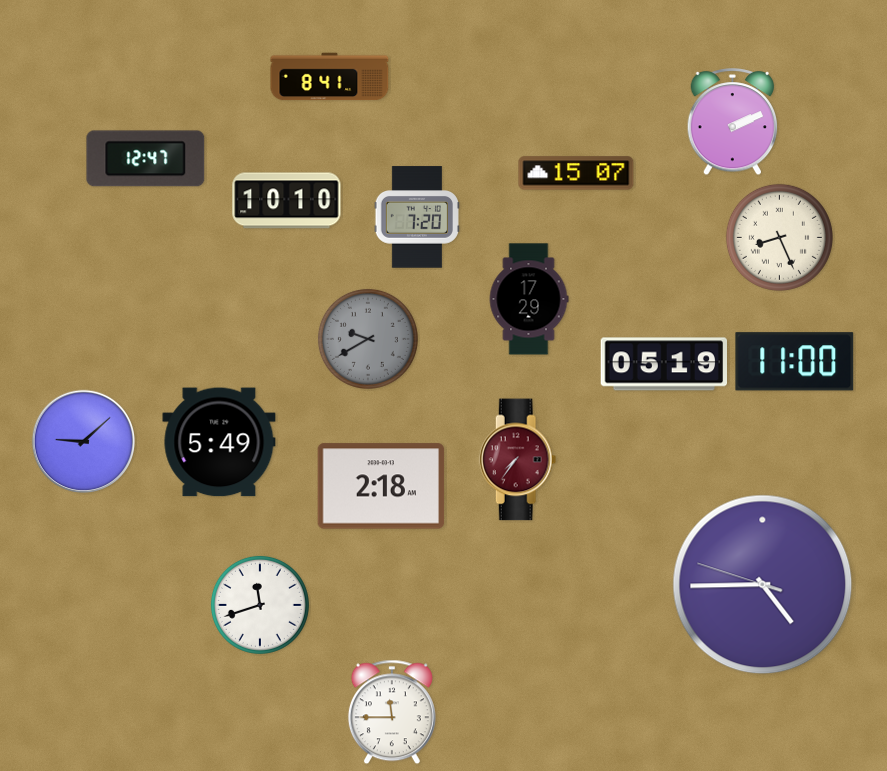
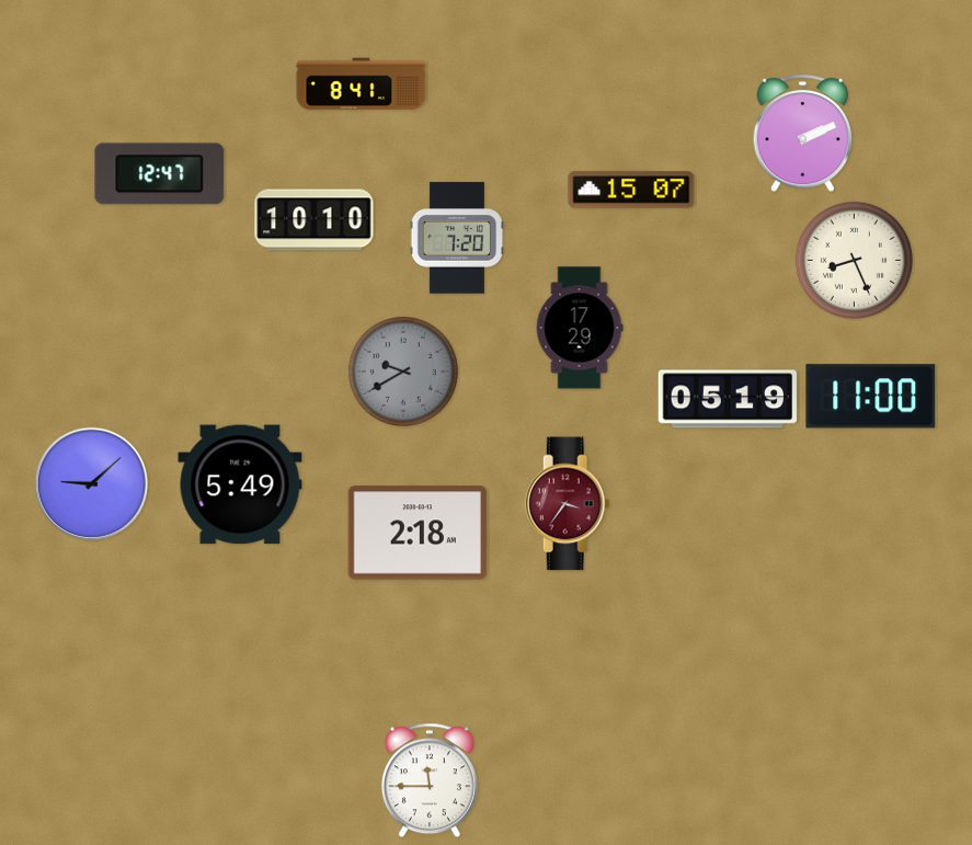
clock at (518, 460): 7:36 -> 3:36
clock at (763, 585): 4:44 -> none
clock at (260, 605): 11:42 -> none
